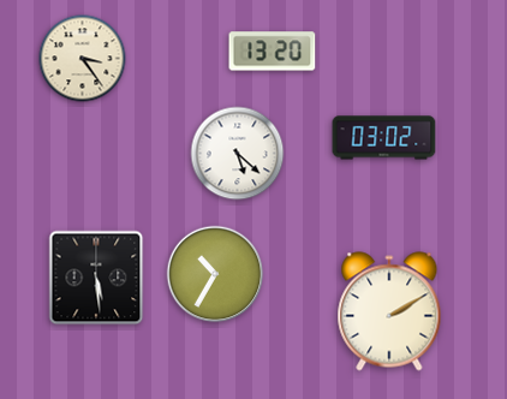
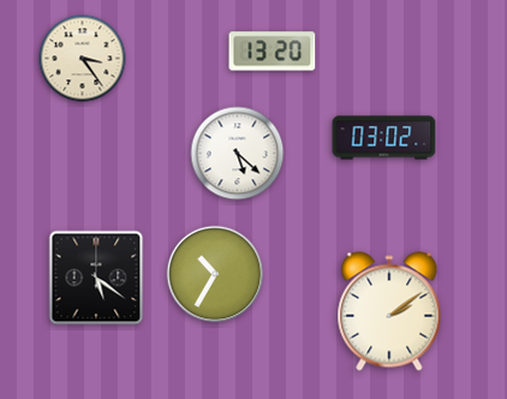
clock at (96, 278): 5:29 -> 5:21
clock at (389, 311): 2:10 -> 2:09
